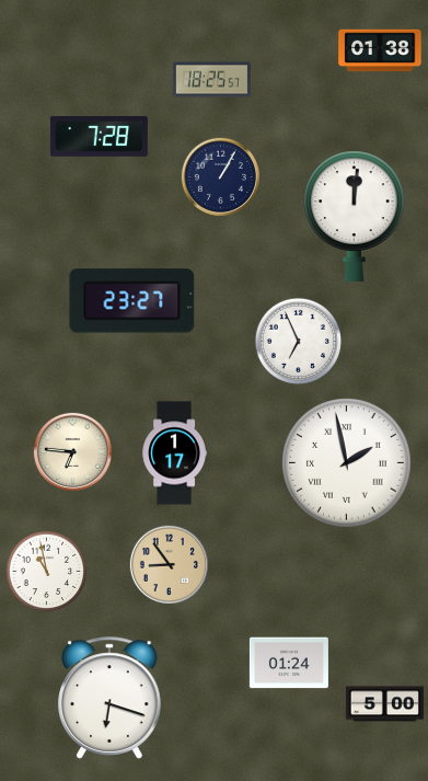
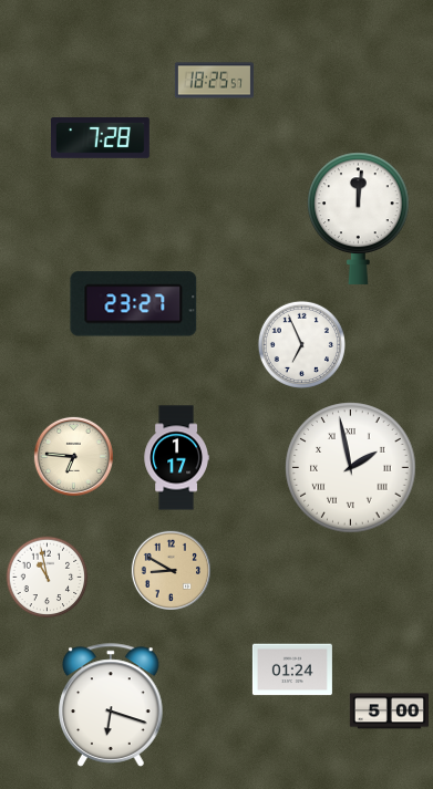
clock at (380, 50): 01:38 -> none
clock at (220, 176): 1:05 -> none
clock at (169, 564): 8:54 -> 8:50
